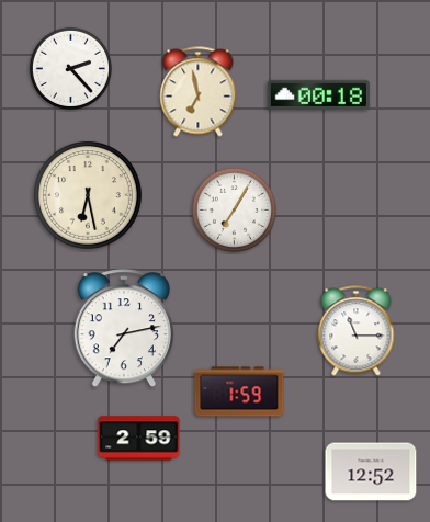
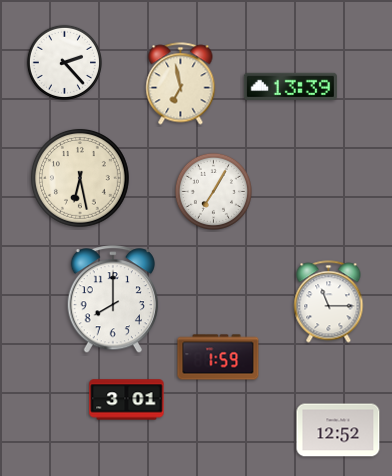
clock at (318, 94): 00:18 -> 13:39
clock at (123, 329): 7:13 -> 8:00
clock at (357, 331) position: (357, 331) -> (329, 302)
clock at (139, 439): 2:59 -> 3:01
